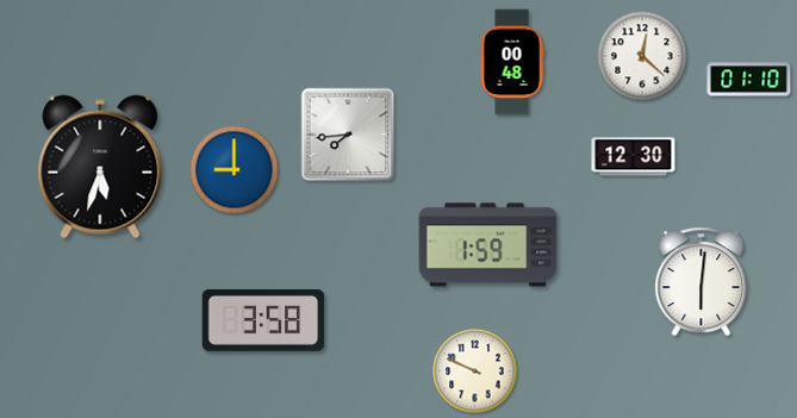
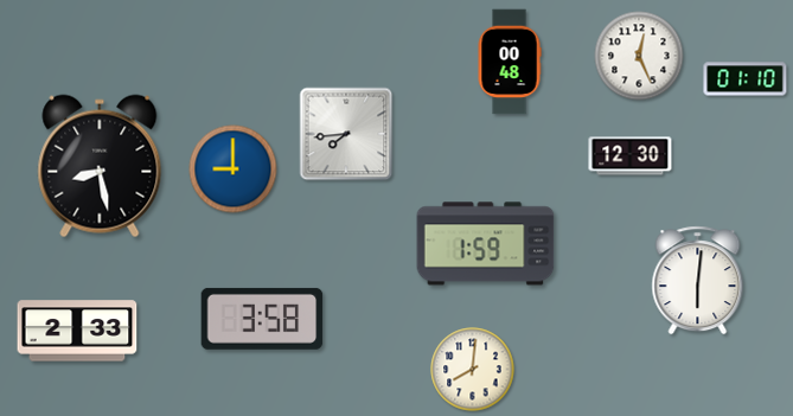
clock at (642, 56): 12:22 -> 12:26
clock at (100, 167): 5:33 -> 8:28
clock at (77, 331): none -> 2:33
clock at (475, 372): 9:49 -> 8:01
